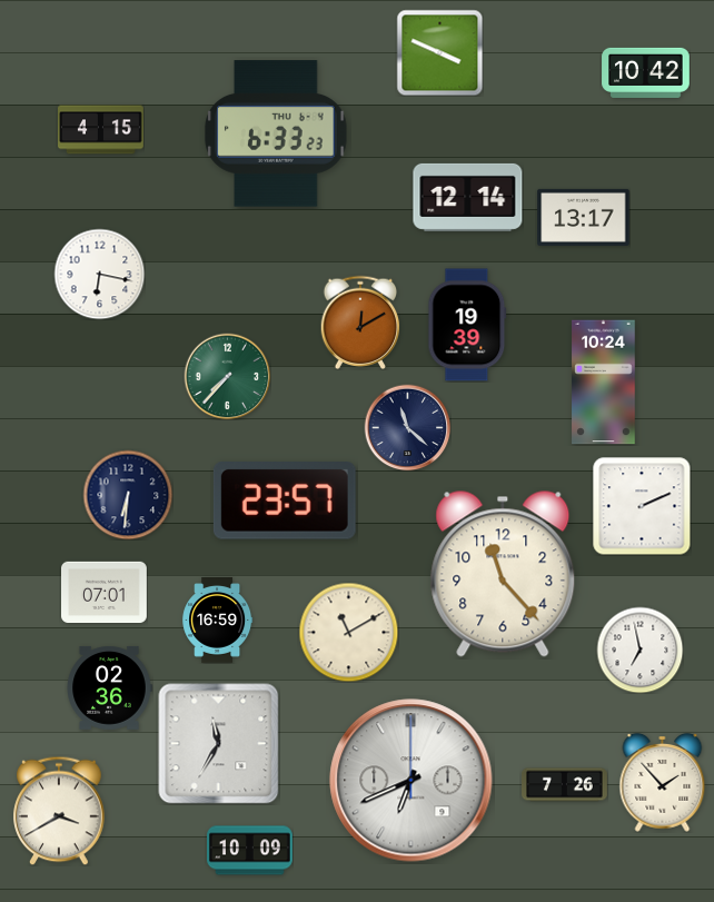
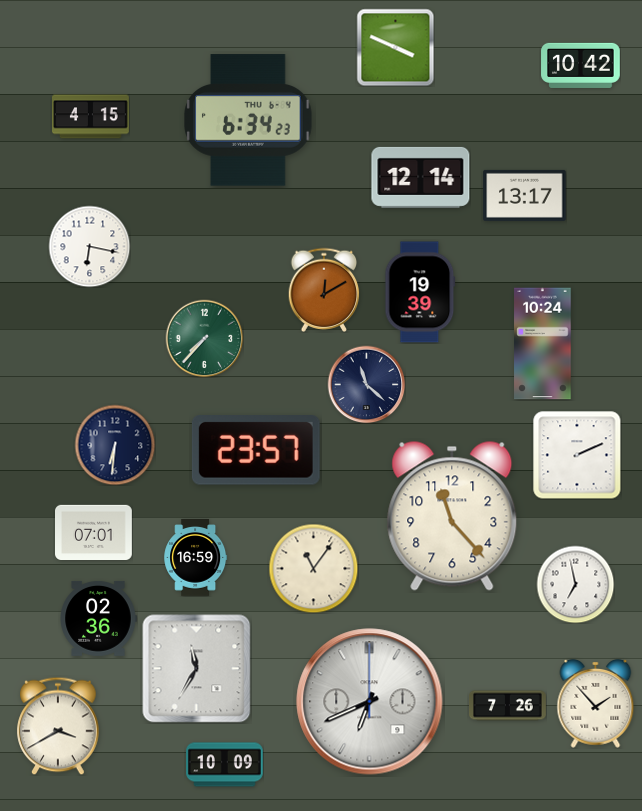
clock at (276, 133): 6:33 -> 6:34
clock at (348, 632): 11:10 -> 11:06
clock at (59, 811) position: (59, 811) -> (58, 726)
